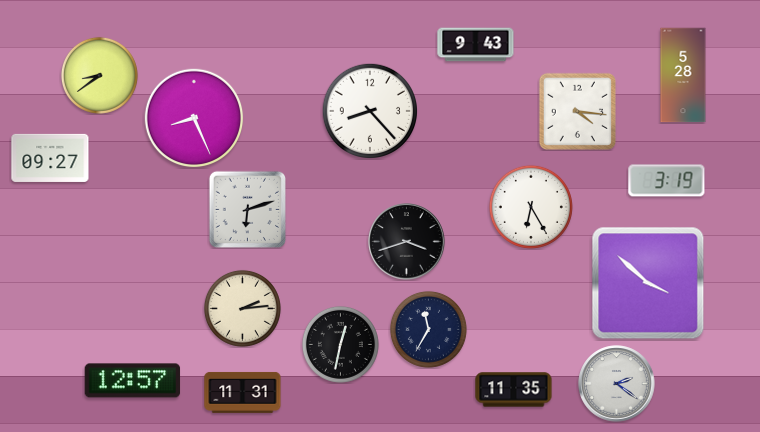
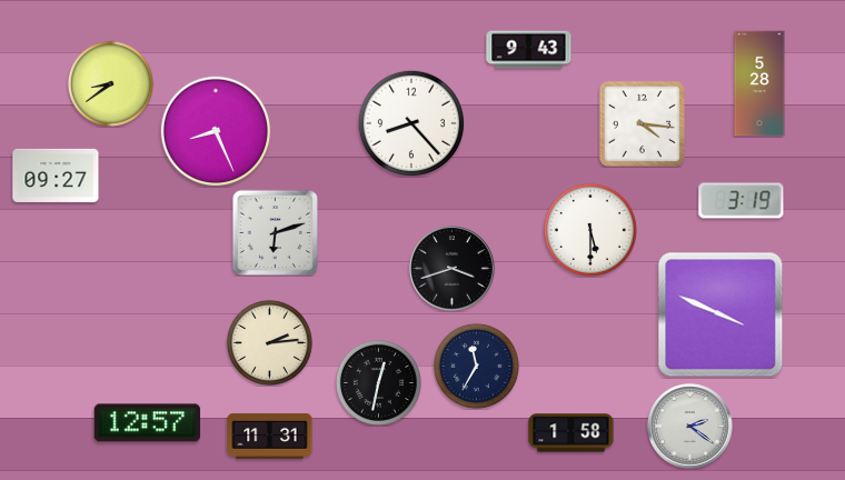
clock at (531, 207): 6:25 -> 5:30
clock at (648, 283): 3:52 -> 3:49
clock at (617, 384) position: (617, 384) -> (690, 427)
clock at (514, 390): 11:35 -> 1:58
